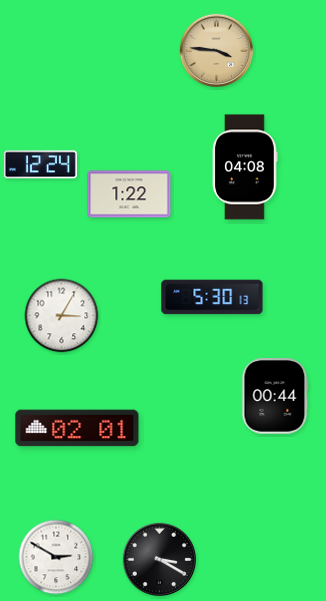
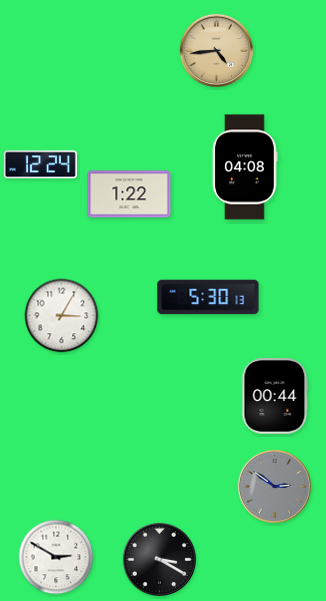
clock at (216, 50): 3:46 -> 4:44
clock at (212, 297) position: (212, 297) -> (208, 297)
clock at (77, 428): 02:01 -> none
clock at (274, 486): none -> 2:51
